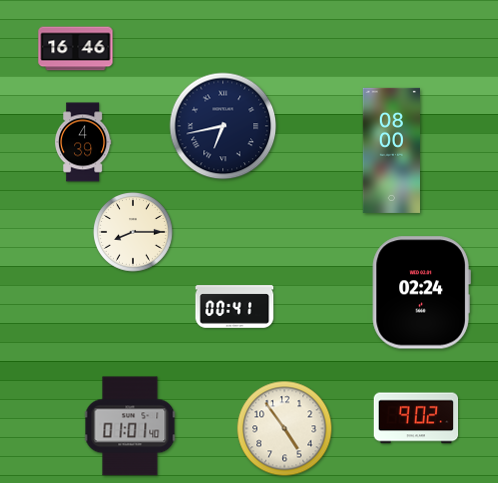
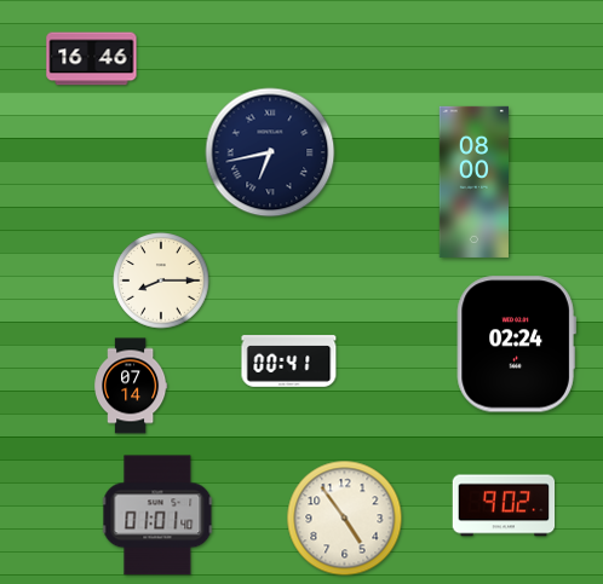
clock at (83, 142): 4:39 -> none
clock at (421, 293) position: (421, 293) -> (516, 345)
clock at (235, 307) position: (235, 307) -> (289, 362)
clock at (131, 386): none -> 07:14
